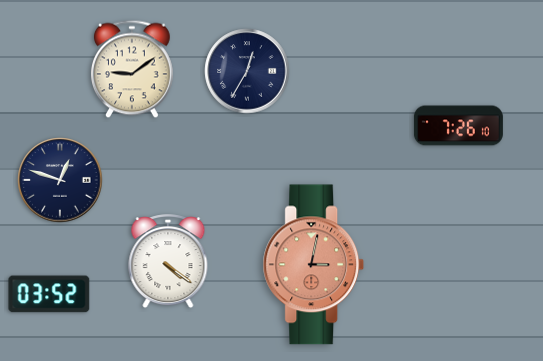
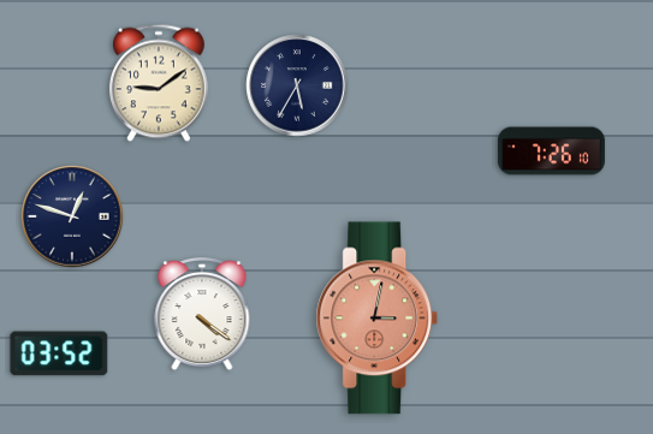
clock at (247, 71): 12:35 -> 5:35
